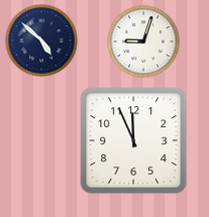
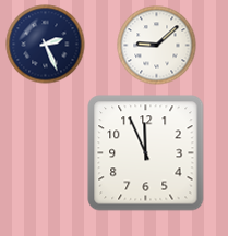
clock at (42, 41): 4:52 -> 2:26
clock at (144, 42): 9:03 -> 9:08
